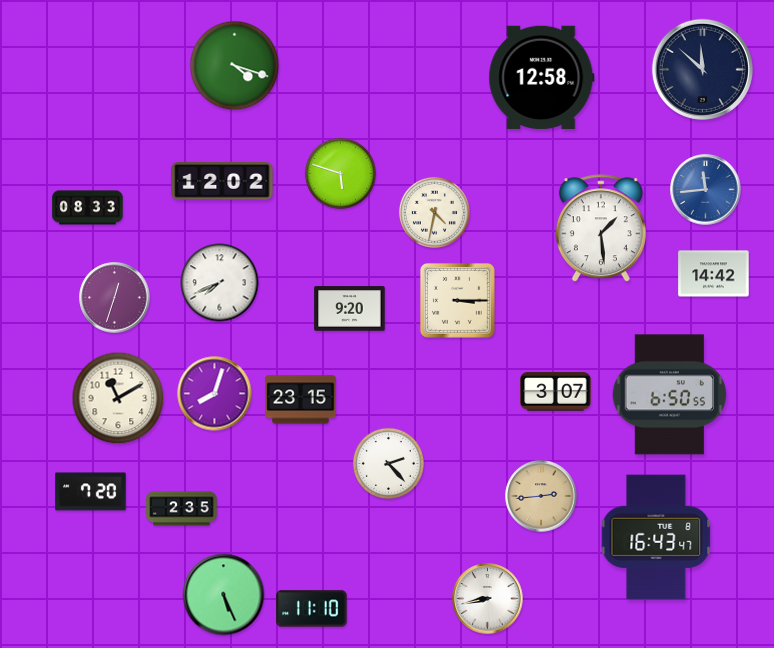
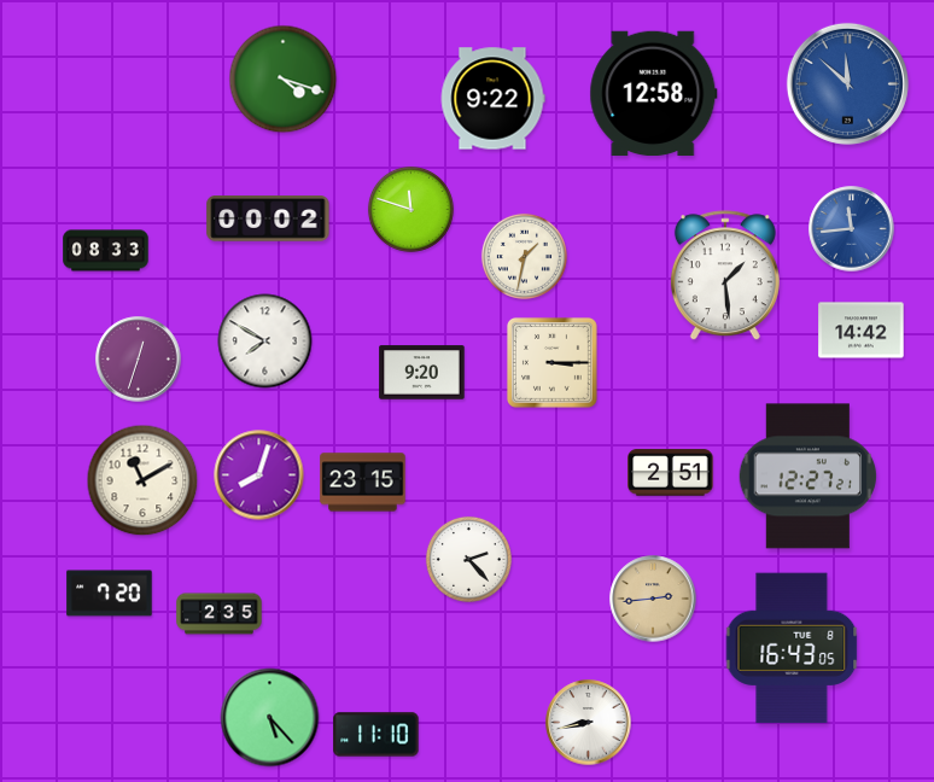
clock at (702, 69) dial: navy -> blue
clock at (492, 99): none -> 9:22
clock at (340, 173): 5:48 -> 11:48
clock at (222, 182): 12:02 -> 00:02
clock at (434, 212): 4:32 -> 1:32
clock at (220, 283): 7:41 -> 7:50
clock at (556, 392): 3:07 -> 2:51
clock at (670, 395): 6:50 -> 12:27
clock at (656, 537): 16:43:47 -> 16:43:05
clock at (224, 595): 5:26 -> 5:23
